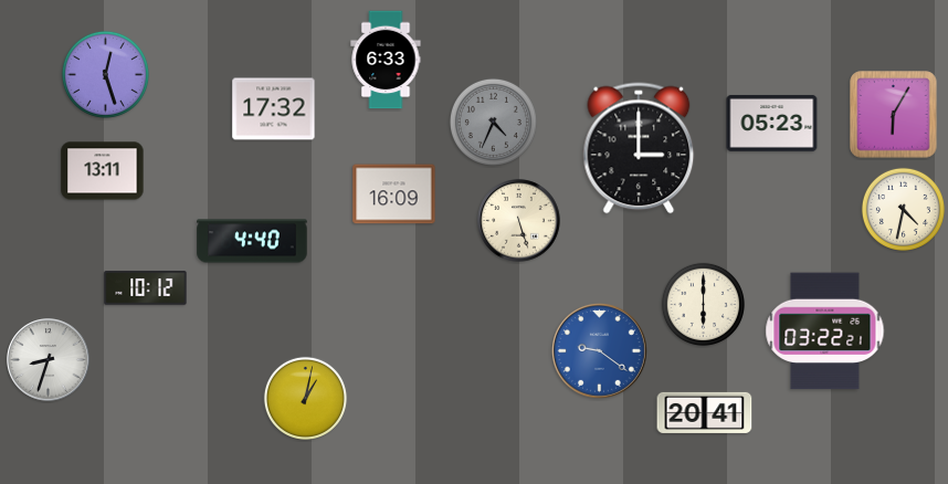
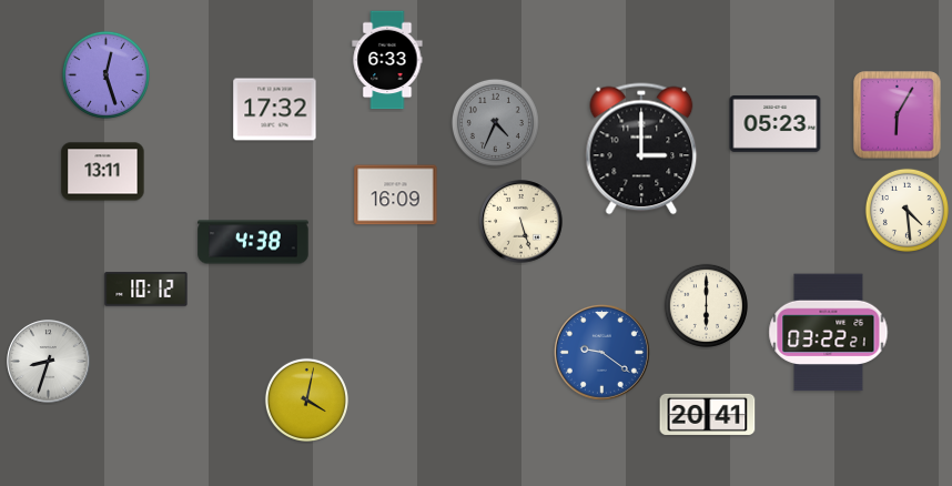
clock at (903, 209): 4:32 -> 4:29
clock at (252, 241): 4:40 -> 4:38
clock at (305, 398): 1:02 -> 4:02
